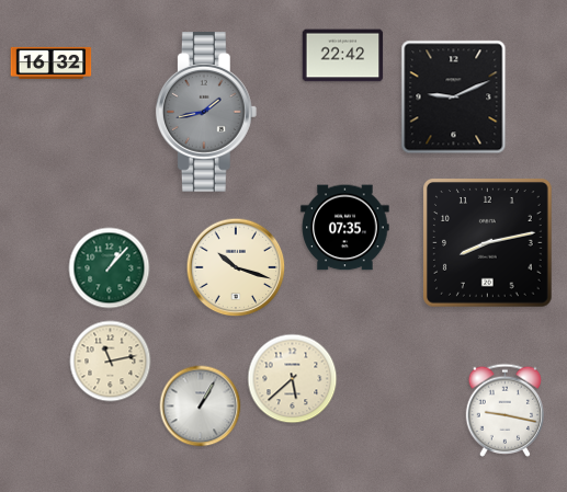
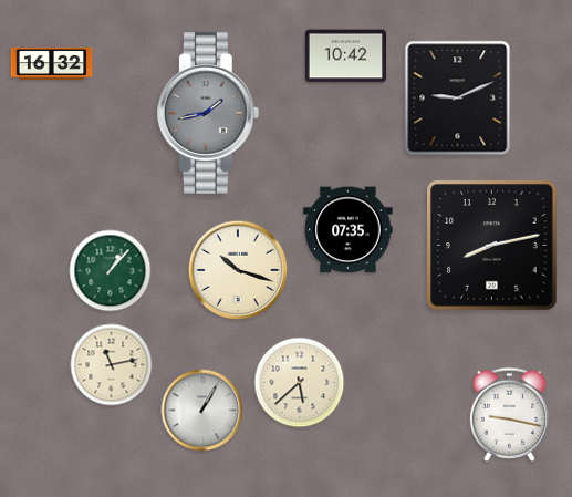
clock at (343, 56): 22:42 -> 10:42
clock at (293, 379) position: (293, 379) -> (300, 383)
